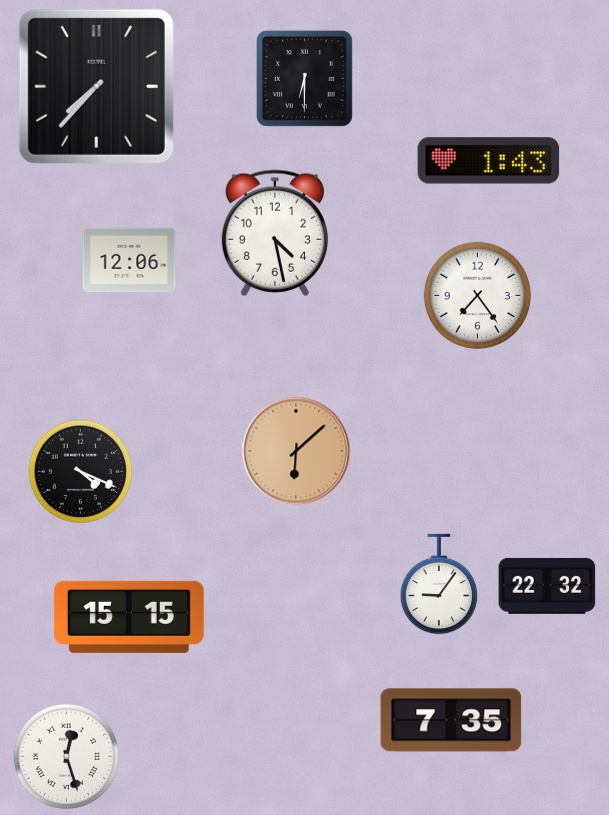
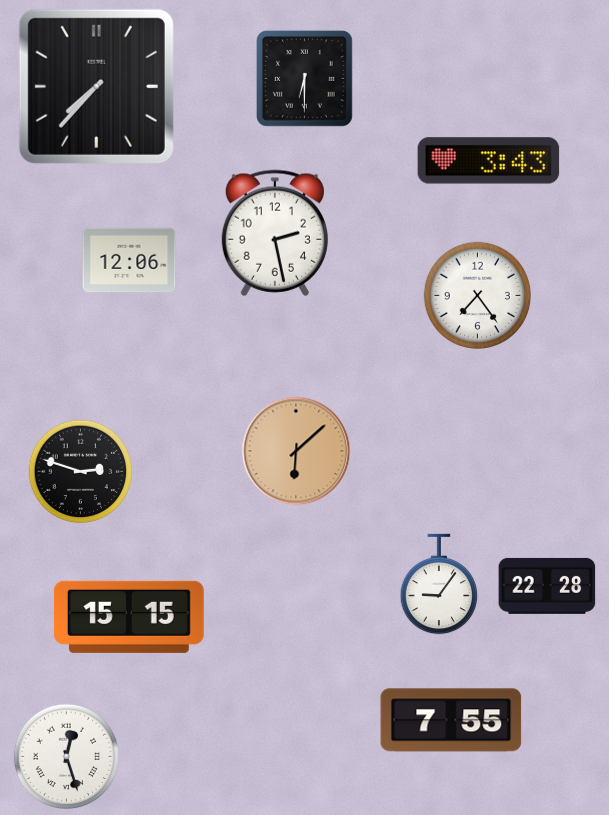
clock at (489, 161): 1:43 -> 3:43
clock at (275, 233): 4:28 -> 2:28
clock at (81, 472): 4:19 -> 2:48
clock at (547, 586): 22:32 -> 22:28
clock at (451, 720): 7:35 -> 7:55
